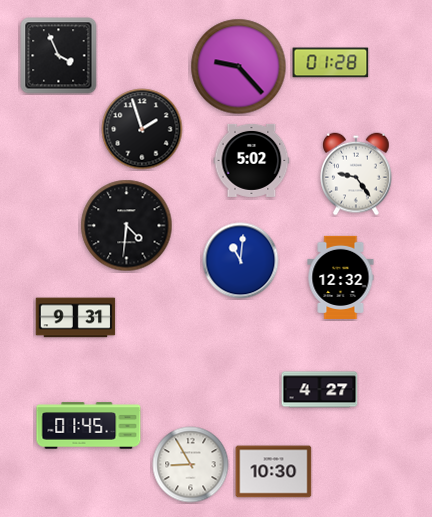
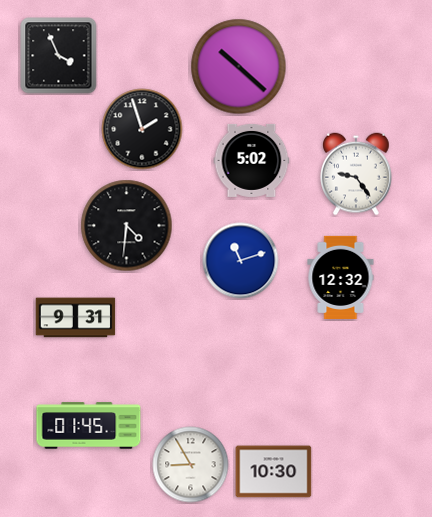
clock at (331, 63): 01:28 -> none
clock at (239, 67): 9:23 -> 10:22
clock at (241, 261): 11:01 -> 11:12
clock at (320, 390): 4:27 -> none
